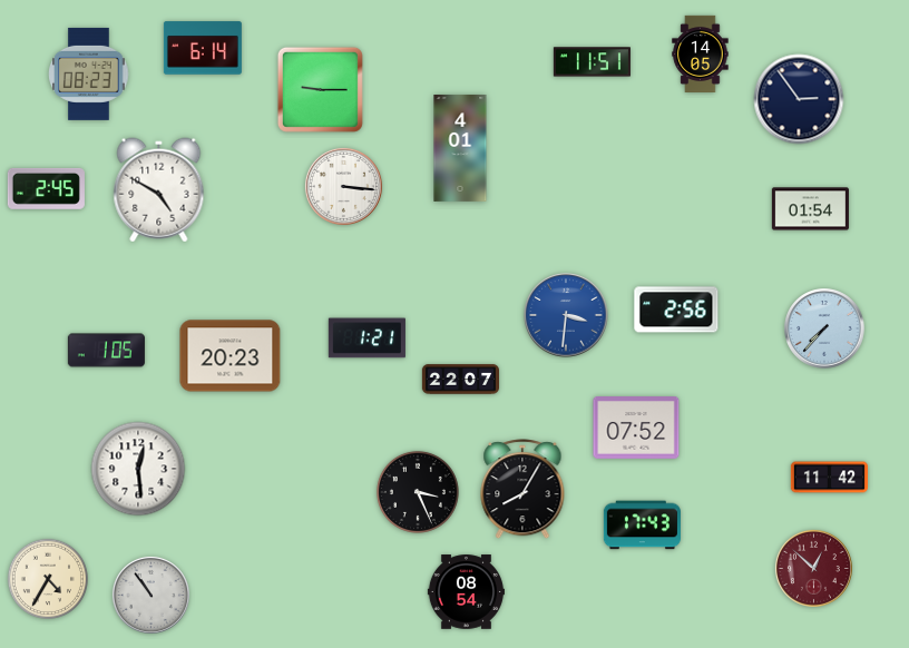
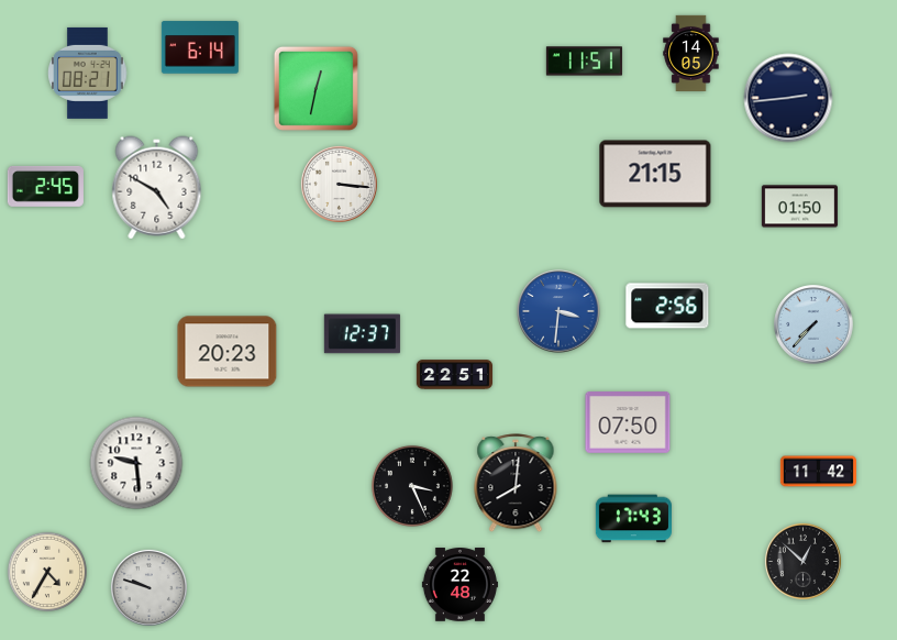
clock at (89, 73): 08:23 -> 08:21
clock at (320, 89): 9:15 -> 12:32
clock at (799, 99): 2:54 -> 2:44
clock at (460, 148): 4:01 -> none
clock at (655, 174): none -> 21:15
clock at (810, 209): 01:54 -> 01:50
clock at (366, 338): 1:21 -> 12:37
clock at (106, 351): 1:05 -> none
clock at (460, 380): 22:07 -> 22:51
clock at (636, 429): 07:52 -> 07:50
clock at (138, 469): 12:29 -> 9:29
clock at (522, 490): 8:05 -> 8:01
clock at (813, 568) dial: burgundy -> black
clock at (466, 592): 08:54 -> 22:48
clock at (150, 595): 10:54 -> 9:48
